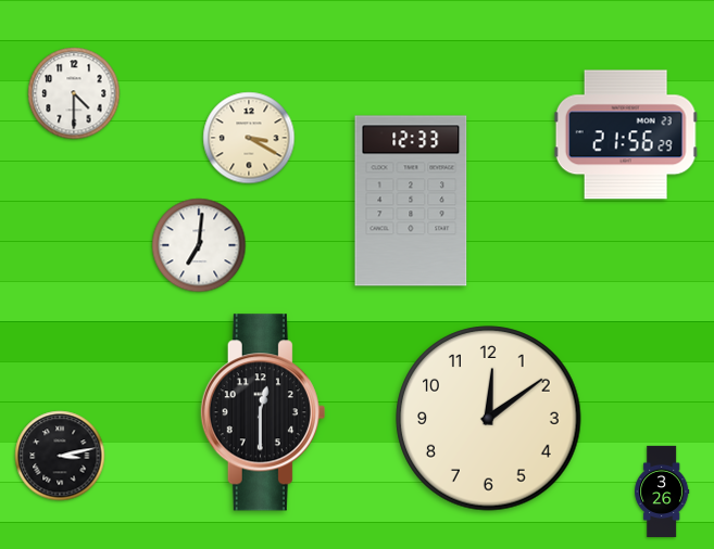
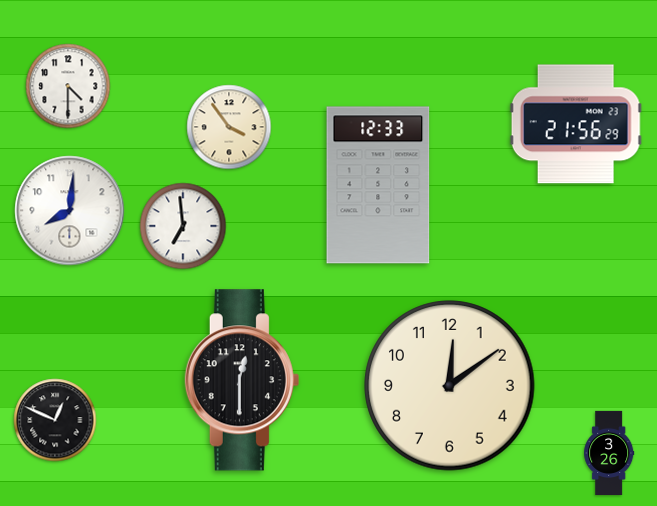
clock at (249, 138): 3:20 -> 3:54
clock at (70, 211): none -> 8:01
clock at (199, 245): 7:01 -> 6:59
clock at (60, 456): 3:13 -> 12:49
